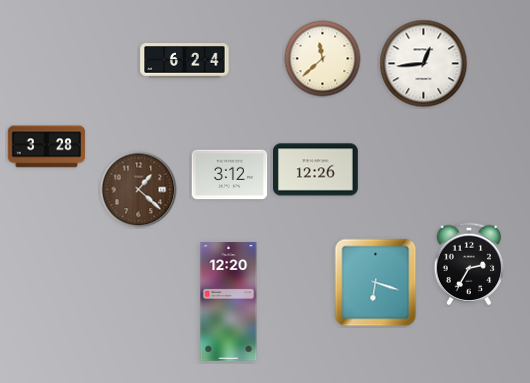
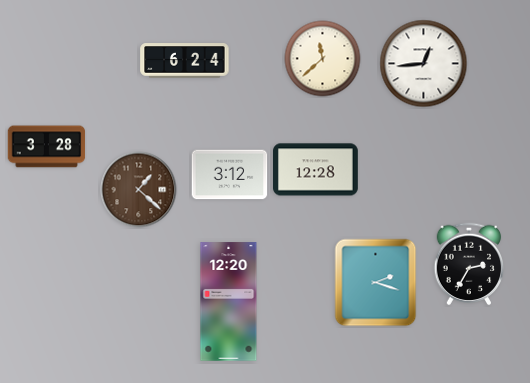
clock at (316, 170): 12:26 -> 12:28
clock at (376, 283): 6:18 -> 2:18
